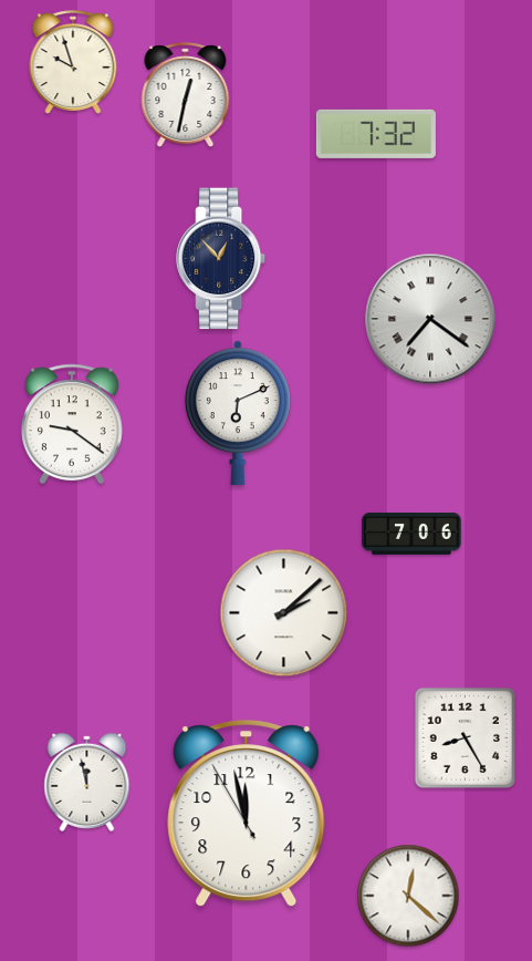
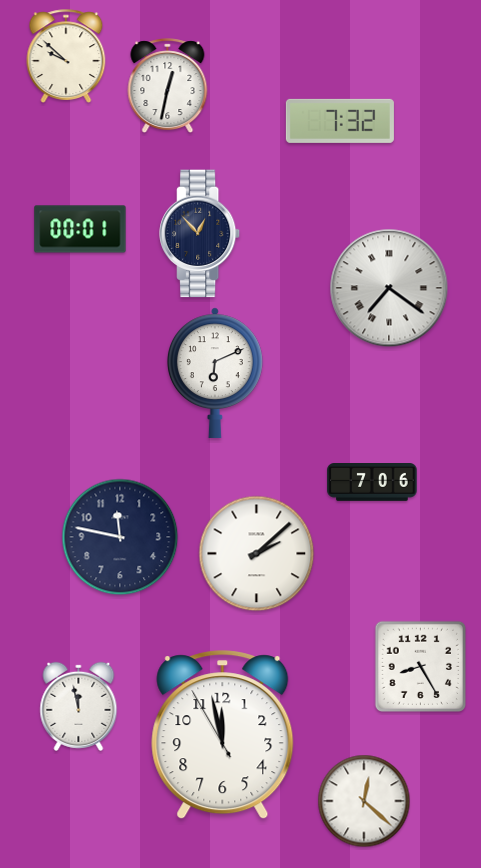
clock at (73, 62): 9:57 -> 9:52
clock at (80, 229): none -> 00:01
clock at (73, 423): 9:21 -> none
clock at (120, 537): none -> 11:47
clock at (408, 896) position: (408, 896) -> (364, 801)
